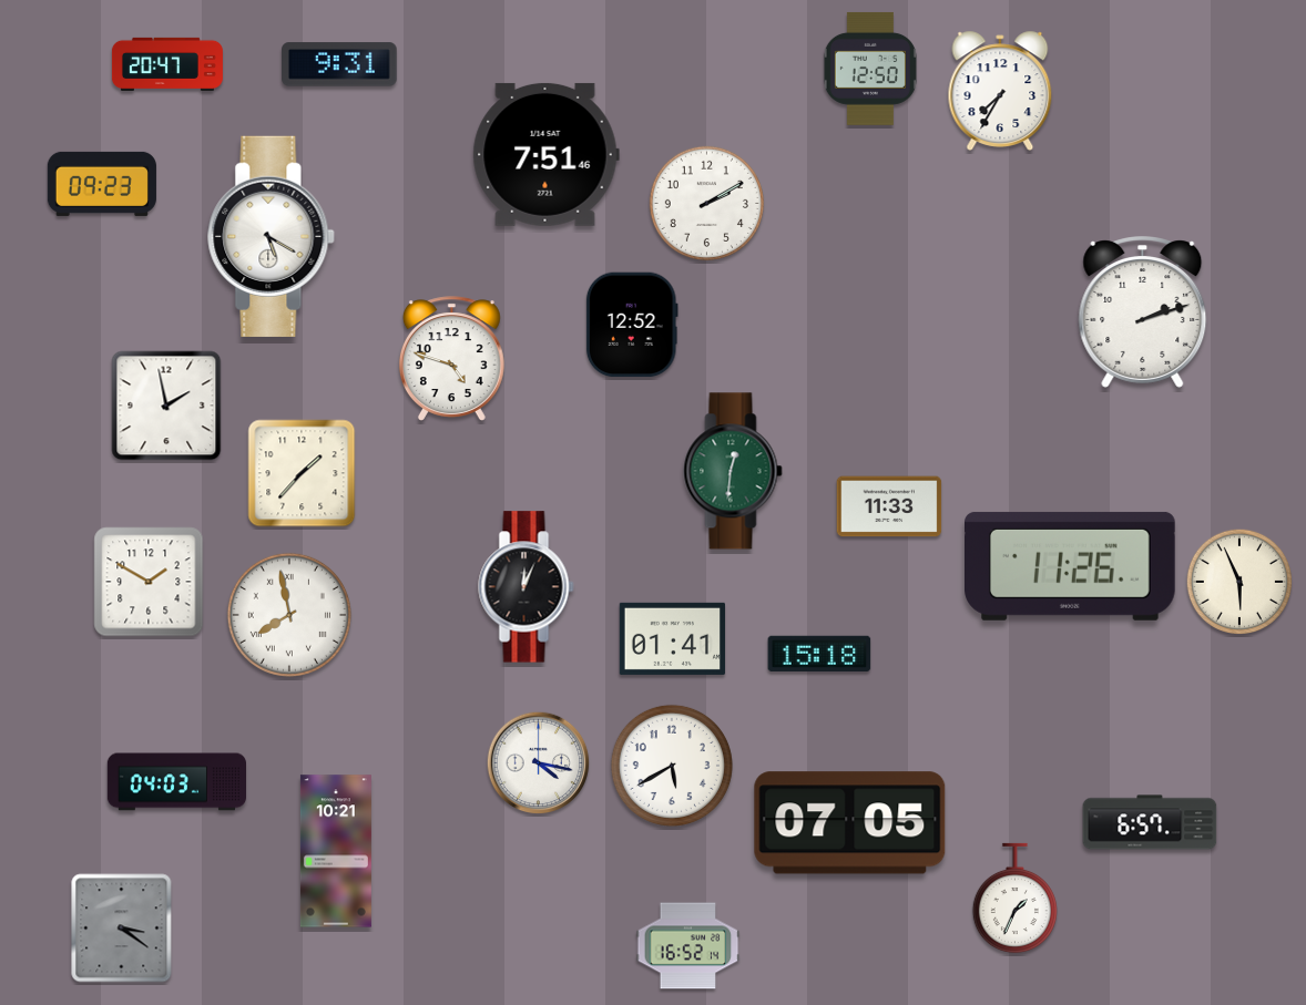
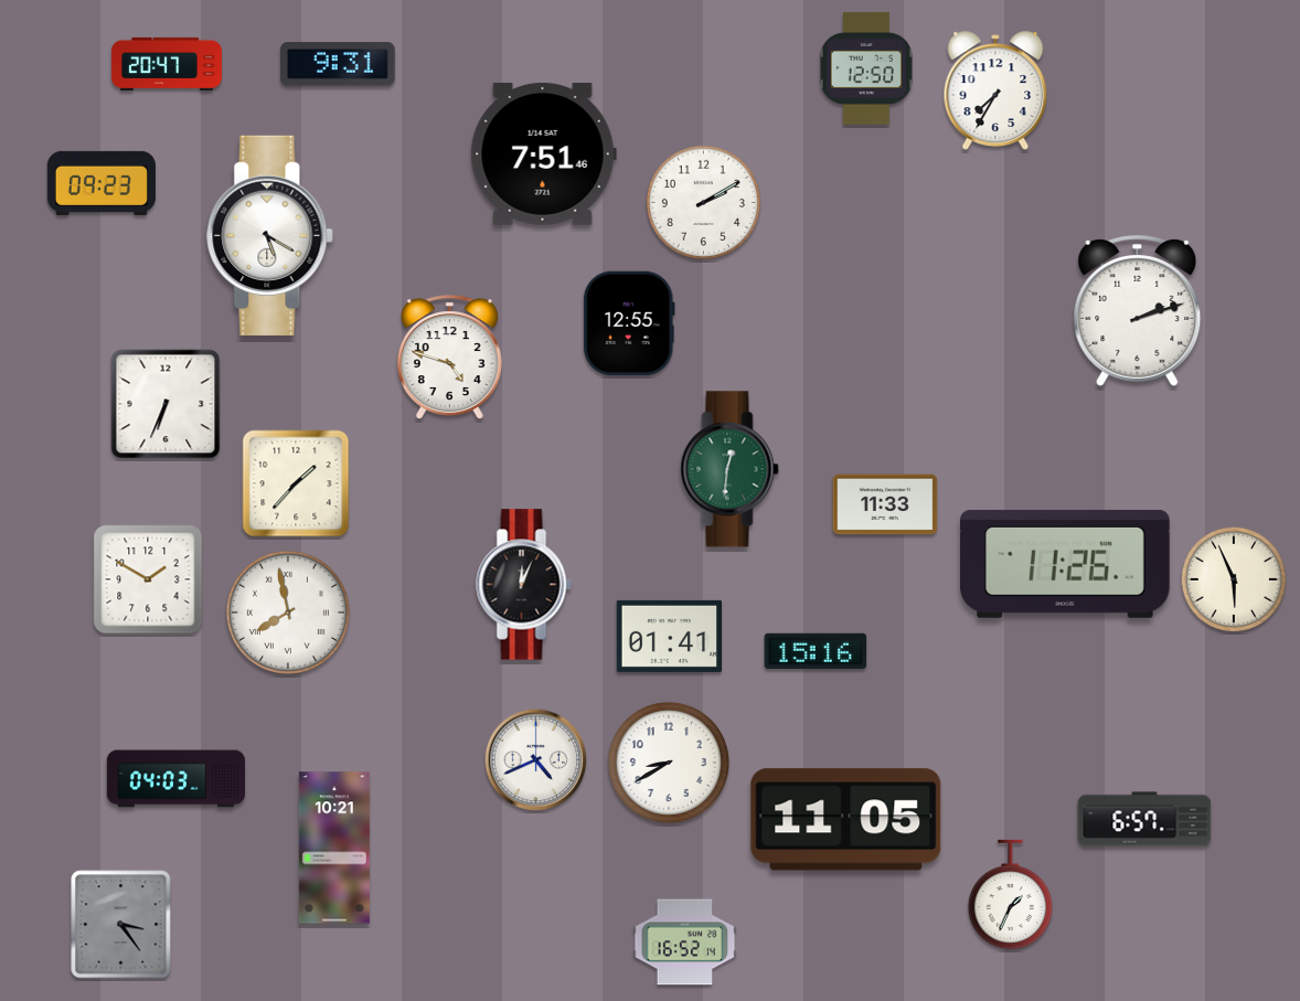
clock at (632, 325): 12:52 -> 12:55
clock at (166, 406): 1:58 -> 6:34
clock at (302, 473) position: (302, 473) -> (296, 483)
clock at (819, 653): 15:18 -> 15:16
clock at (539, 763): 4:17 -> 4:41
clock at (672, 766): 5:40 -> 8:40
clock at (850, 823): 07:05 -> 11:05
clock at (122, 929): 3:21 -> 3:24
